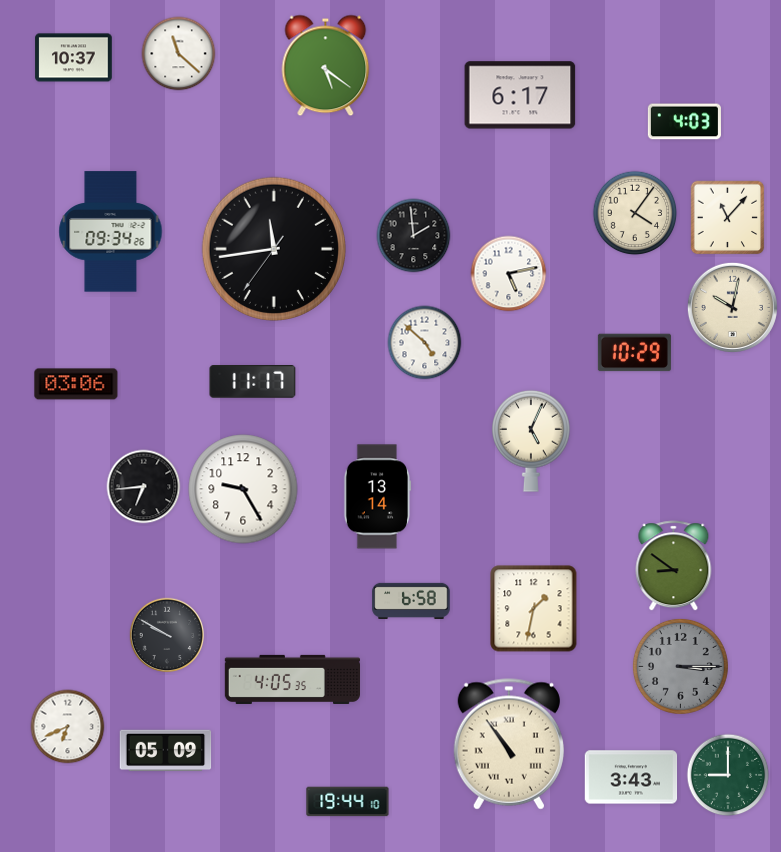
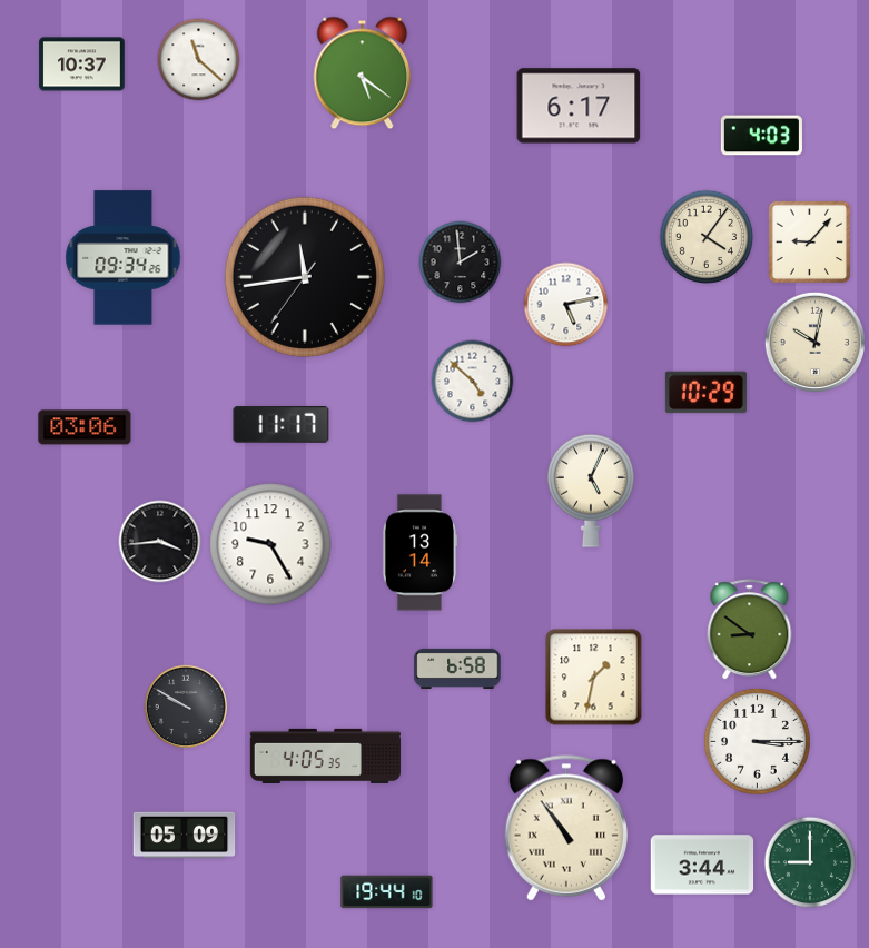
clock at (728, 218): 11:07 -> 9:07
clock at (144, 487): 6:44 -> 3:44
clock at (680, 666) dial: grey -> white
clock at (68, 727): 6:41 -> none
clock at (631, 777): 3:43 -> 3:44
